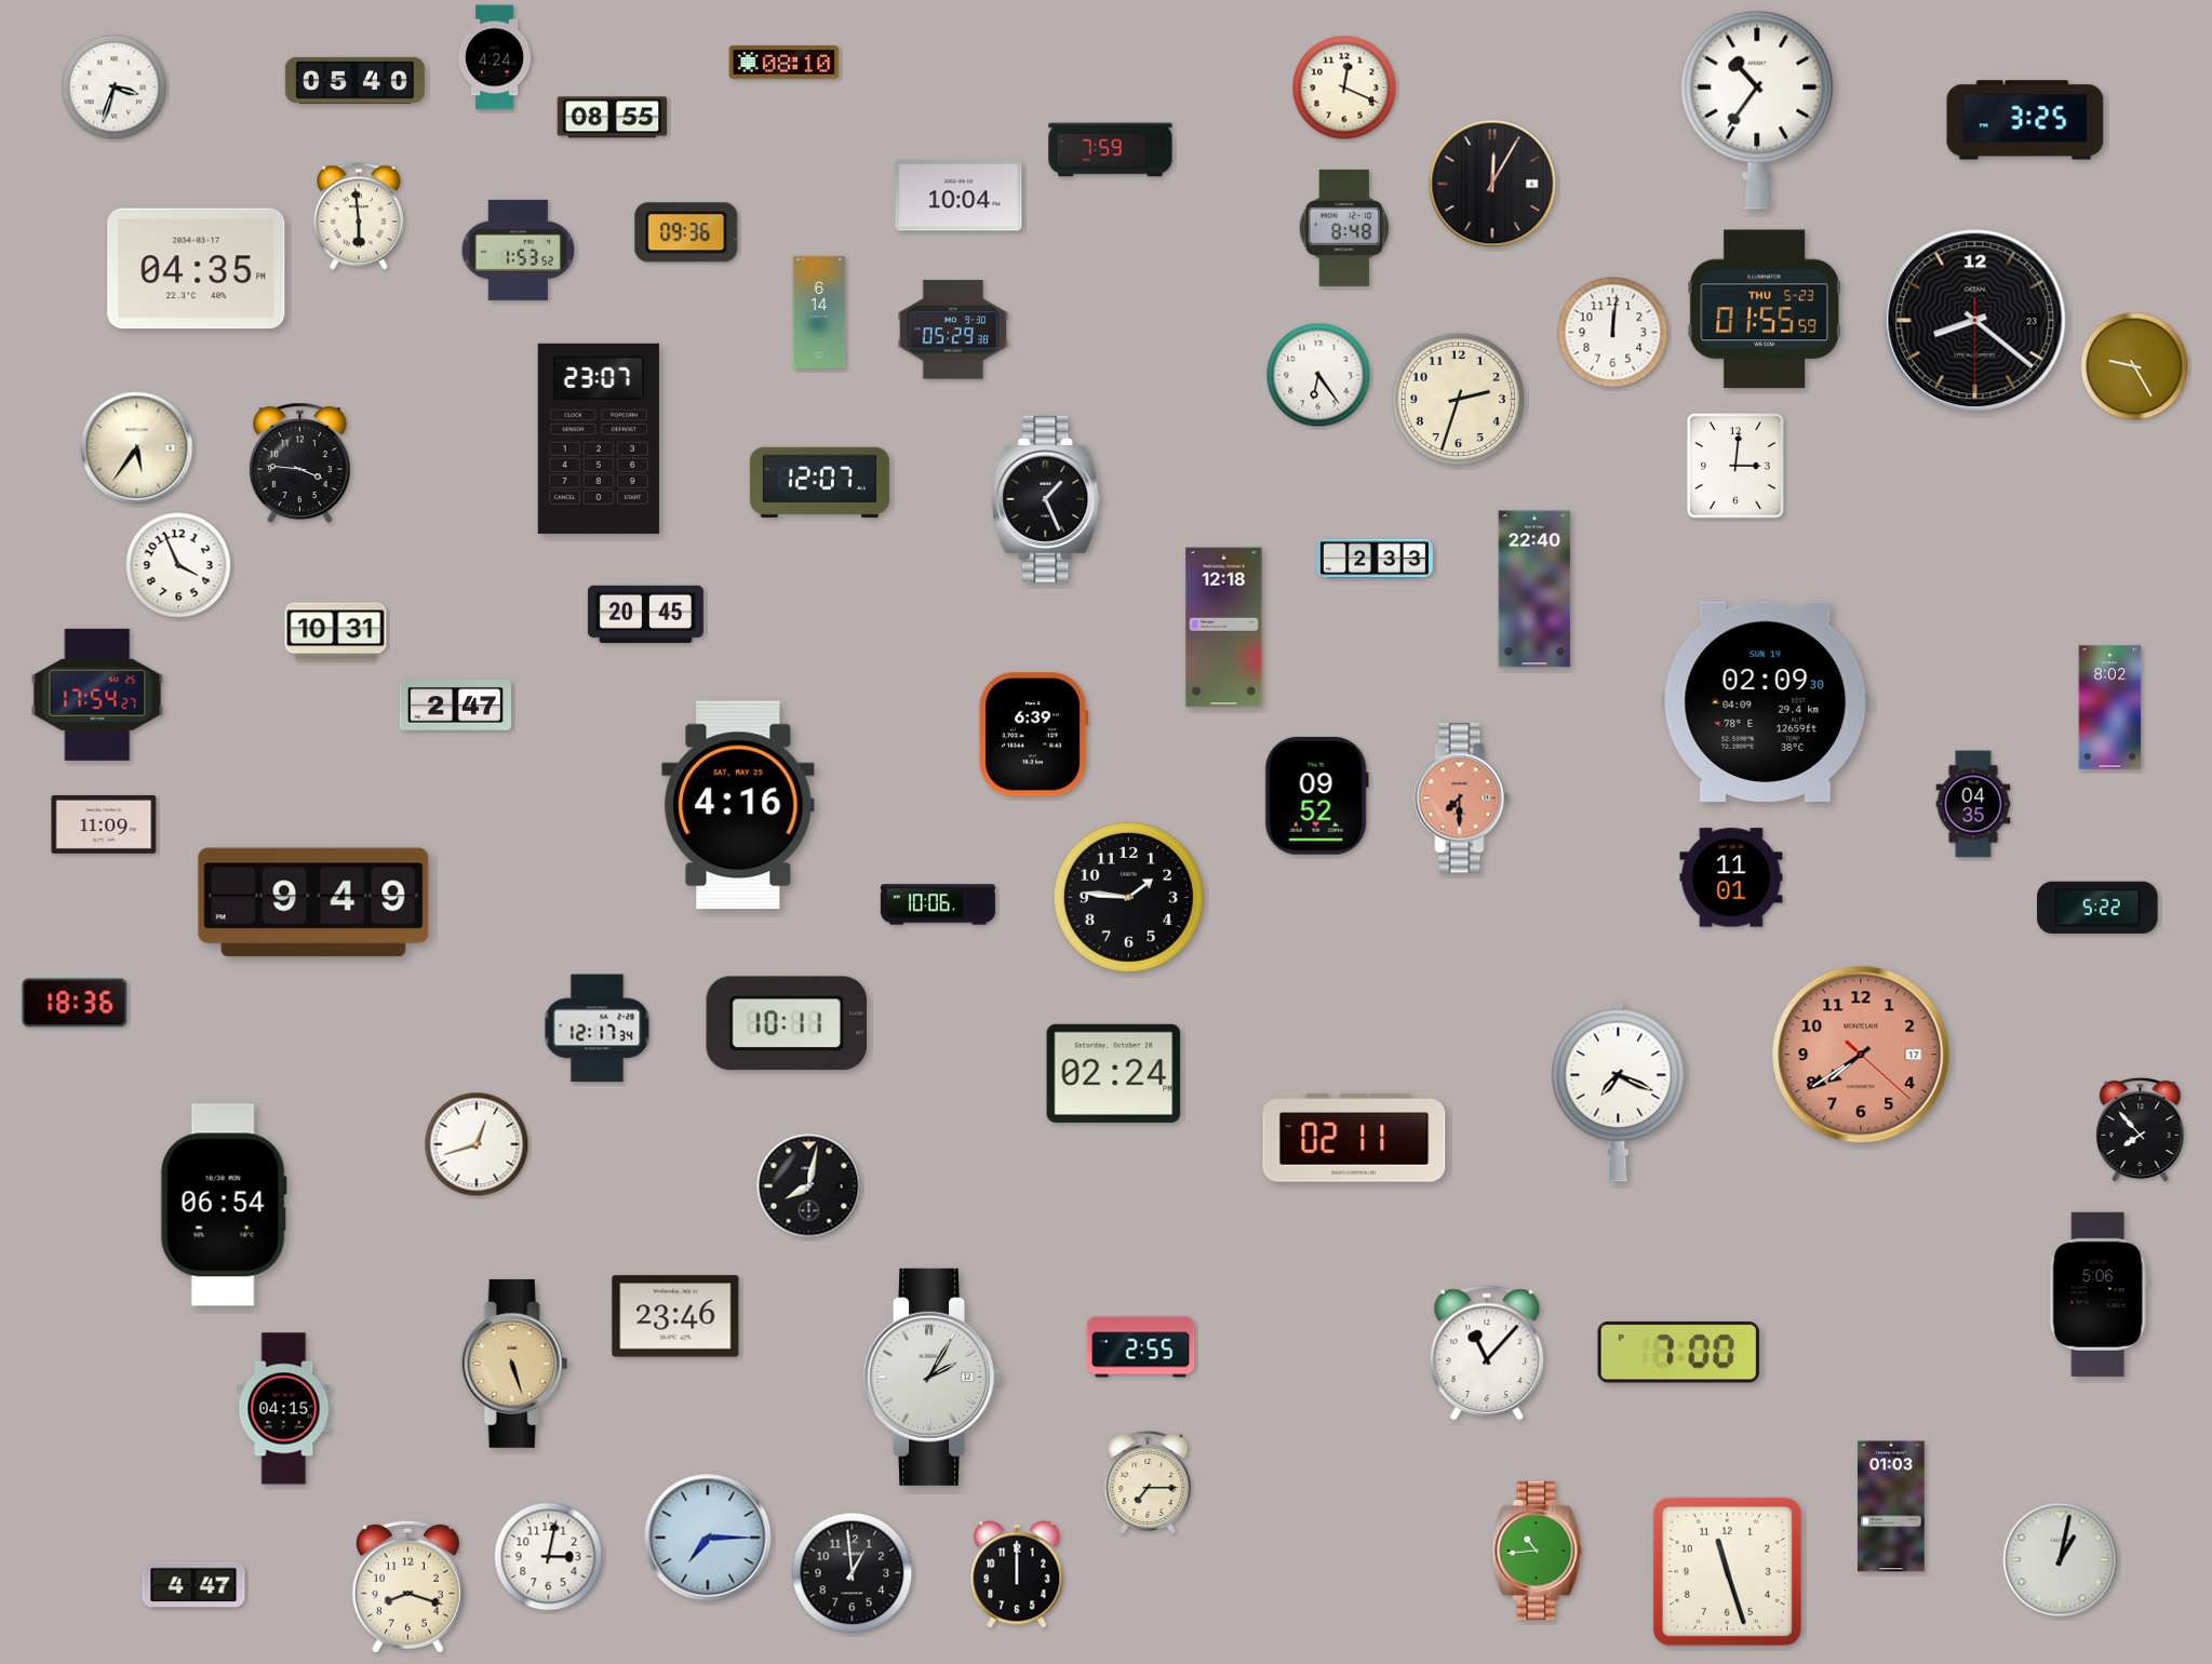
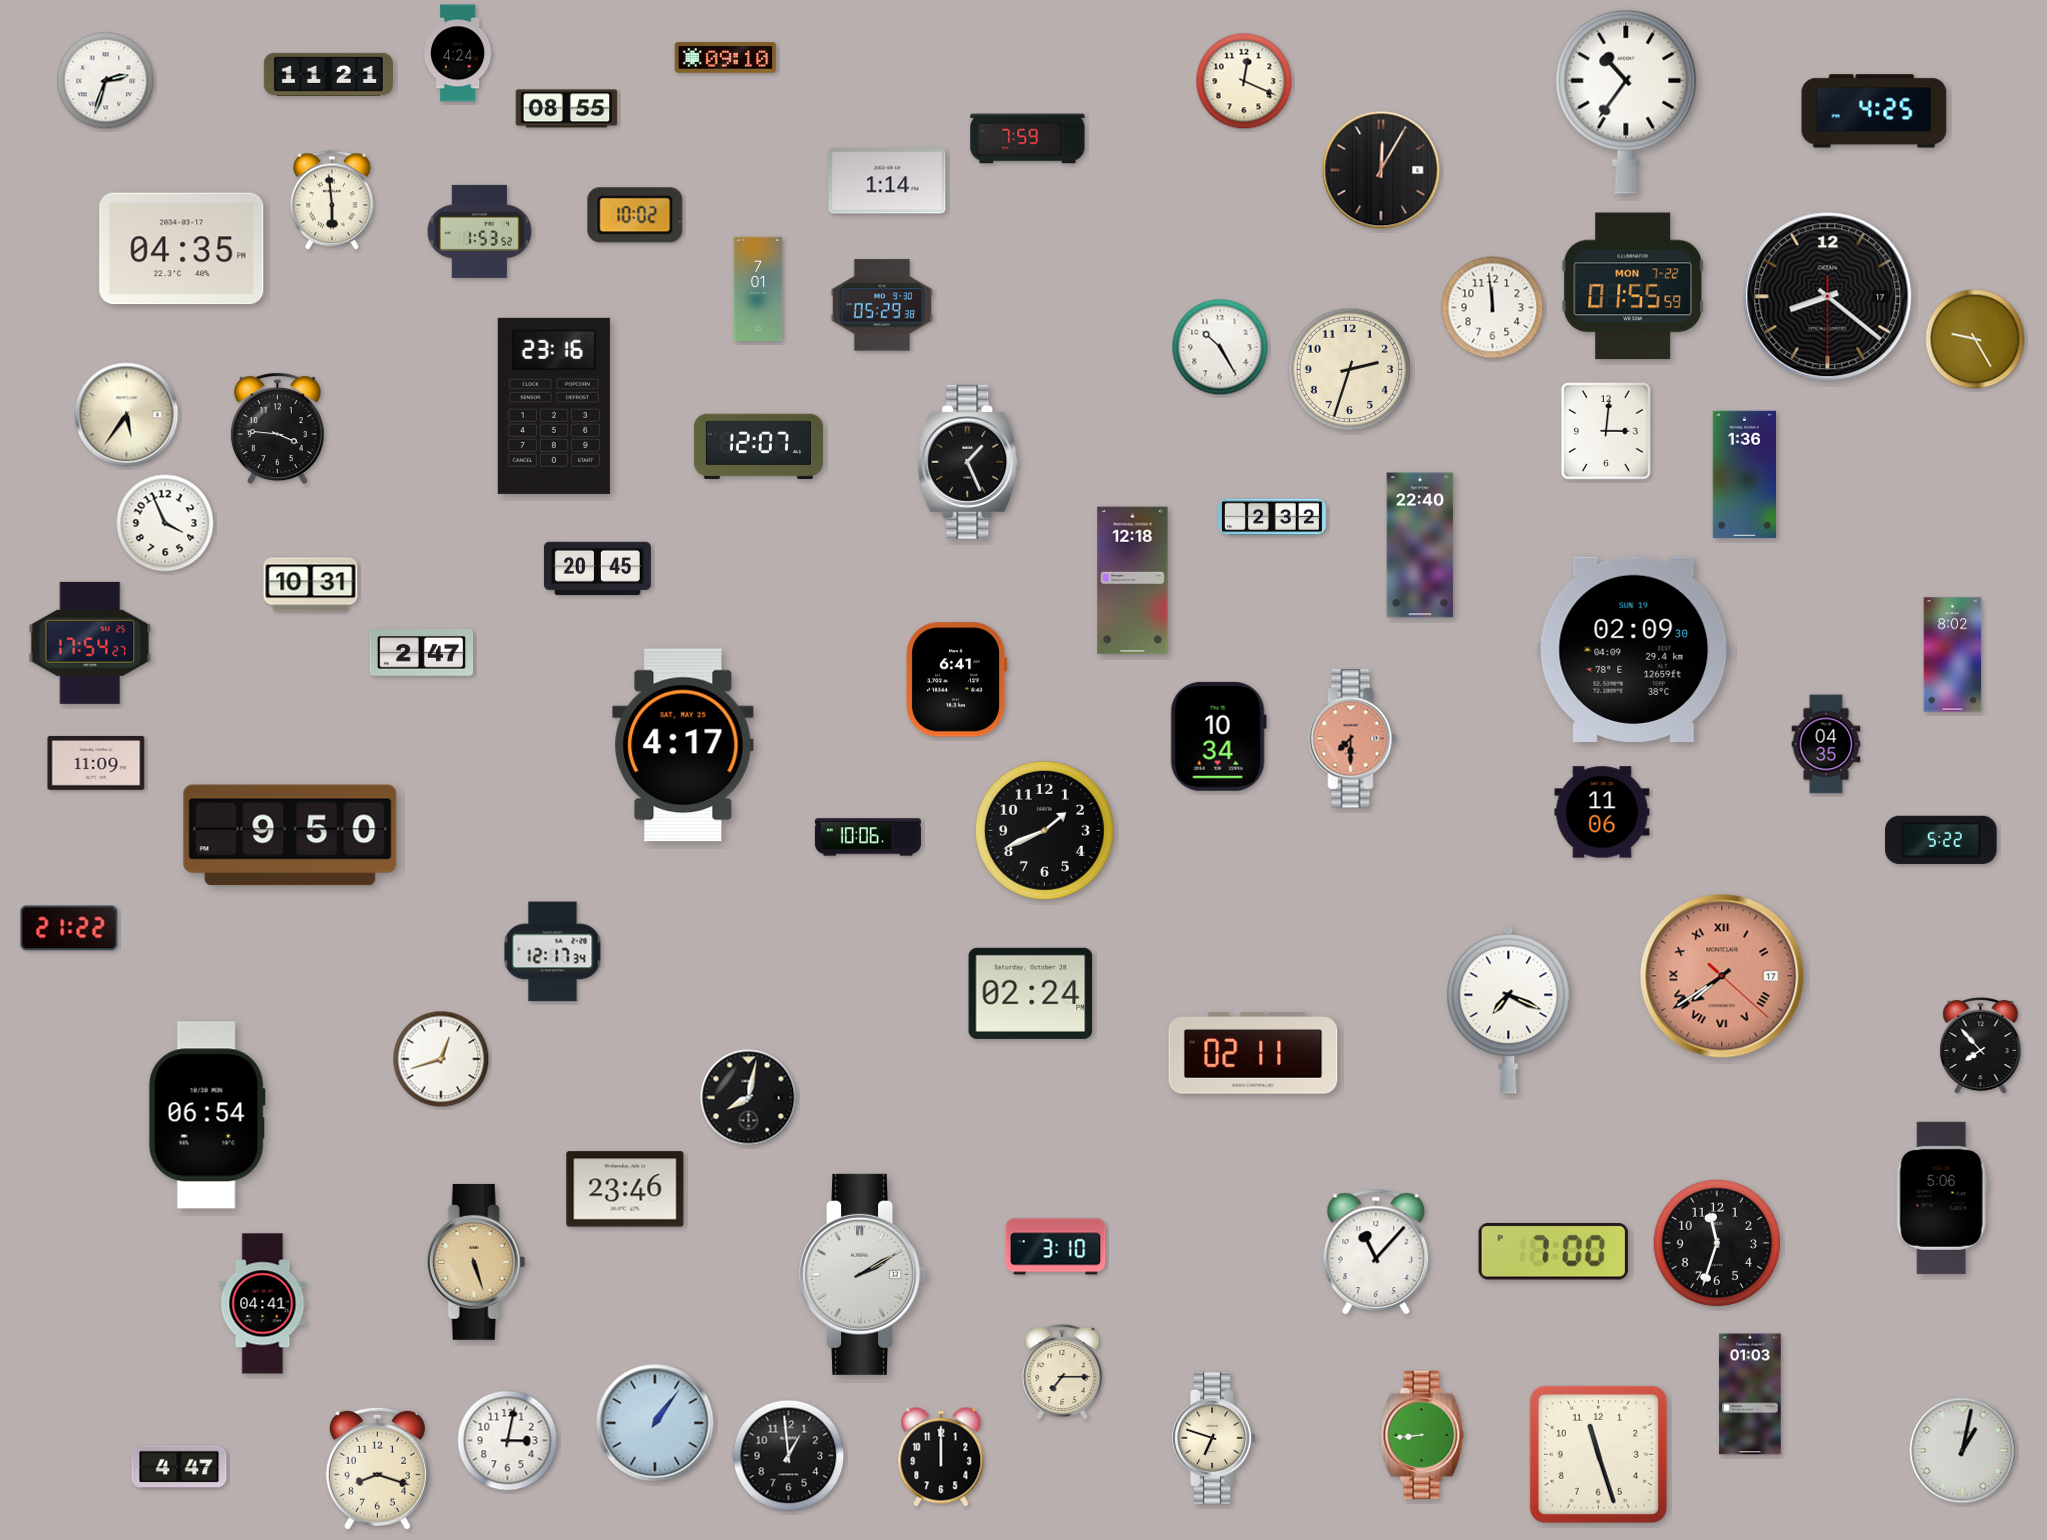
clock at (785, 63): 08:10 -> 09:10
clock at (354, 80): 05:40 -> 11:21
clock at (115, 88): 3:33 -> 2:33
clock at (2025, 120): 3:25 -> 4:25
clock at (958, 196): 10:04 -> 1:14
clock at (1344, 228): 8:48 -> none
clock at (686, 232): 09:36 -> 10:02
clock at (1765, 309) date: THU 5-23 -> MON 7-22
clock at (819, 311): 6:14 -> 7:01
clock at (1975, 321) date: 23 -> 17
clock at (1613, 333): 12:01 -> 11:59
clock at (1318, 375): 6:24 -> 10:25
clock at (599, 439): 23:07 -> 23:16
clock at (1745, 474): none -> 1:36
clock at (1375, 559): 2:33 -> 2:32
clock at (1033, 735): 6:39 -> 6:41
clock at (1316, 795): 09:52 -> 10:34
clock at (738, 805): 4:16 -> 4:17
clock at (1731, 877): 11:01 -> 11:06
clock at (1128, 897): 1:46 -> 1:41
clock at (313, 902): 9:49 -> 9:50
clock at (75, 1003): 18:36 -> 21:22
clock at (787, 1023): 10:11 -> none
clock at (1861, 1055) numerals: Arabic -> Roman
clock at (1619, 1090) position: (1619, 1090) -> (1509, 1009)
clock at (675, 1316) position: (675, 1316) -> (625, 1189)
clock at (1717, 1243): none -> 11:33
clock at (1141, 1347): 2:55 -> 3:10
clock at (933, 1377): 2:05 -> 2:10
clock at (284, 1409): 04:15 -> 04:41
clock at (708, 1538): 7:15 -> 1:06
clock at (1537, 1551): 10:44 -> 8:44
clock at (1214, 1438): none -> 6:48
clock at (2061, 1560) position: (2061, 1560) -> (1963, 1451)
